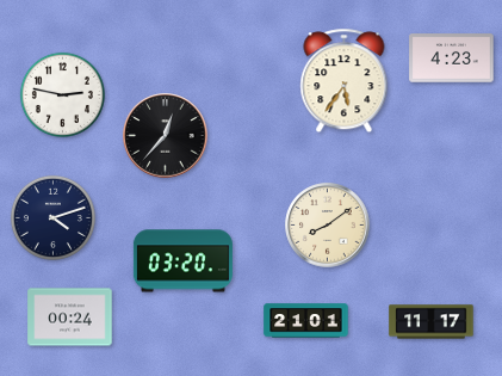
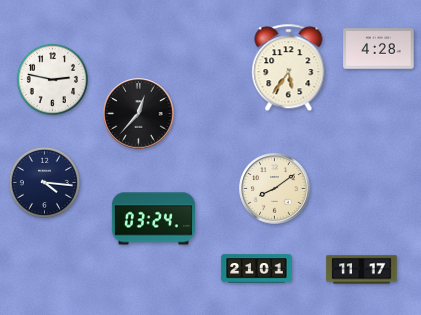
clock at (452, 58): 4:23 -> 4:28
clock at (52, 217): 4:12 -> 4:16
clock at (182, 261): 03:20 -> 03:24
clock at (70, 318): 00:24 -> none
